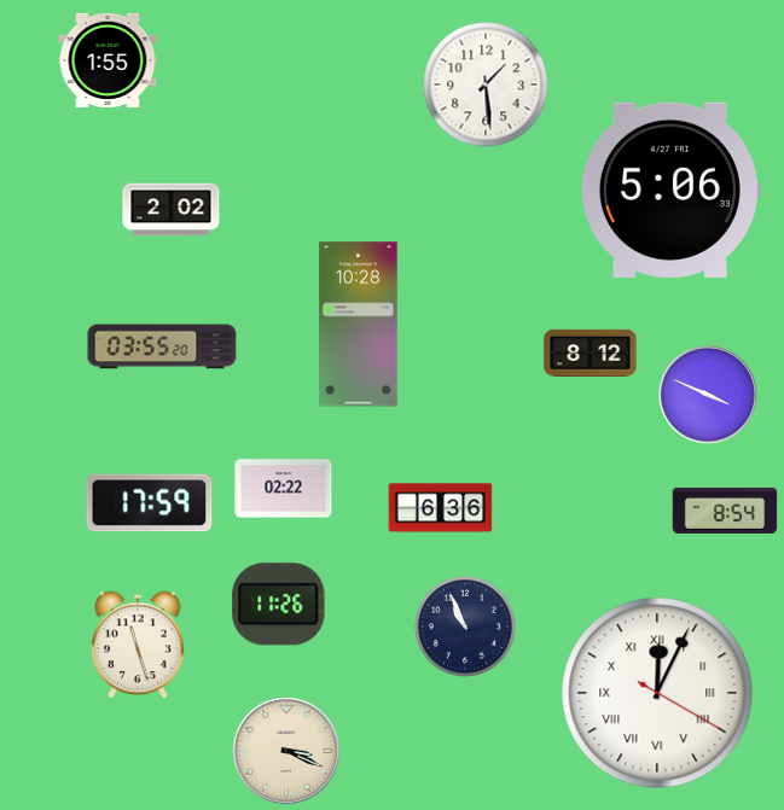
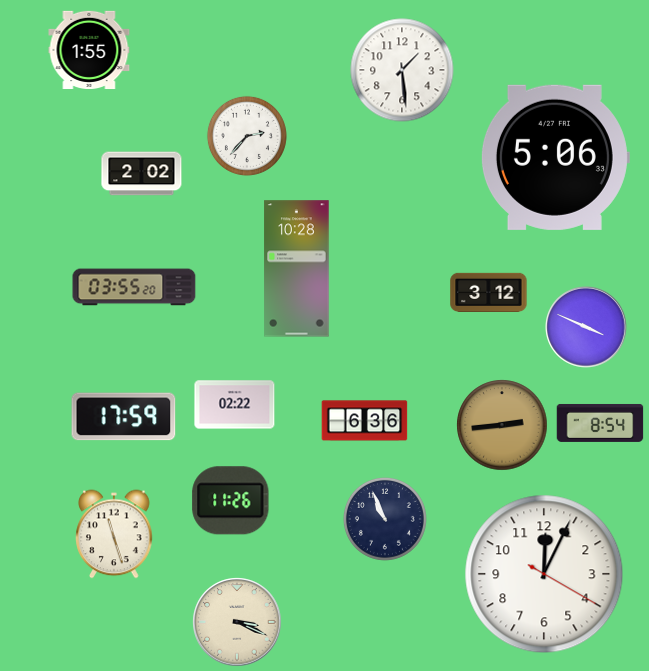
clock at (247, 136): none -> 2:37
clock at (591, 352): 8:12 -> 3:12
clock at (502, 425): none -> 2:44
clock at (657, 693) numerals: Roman -> Arabic
